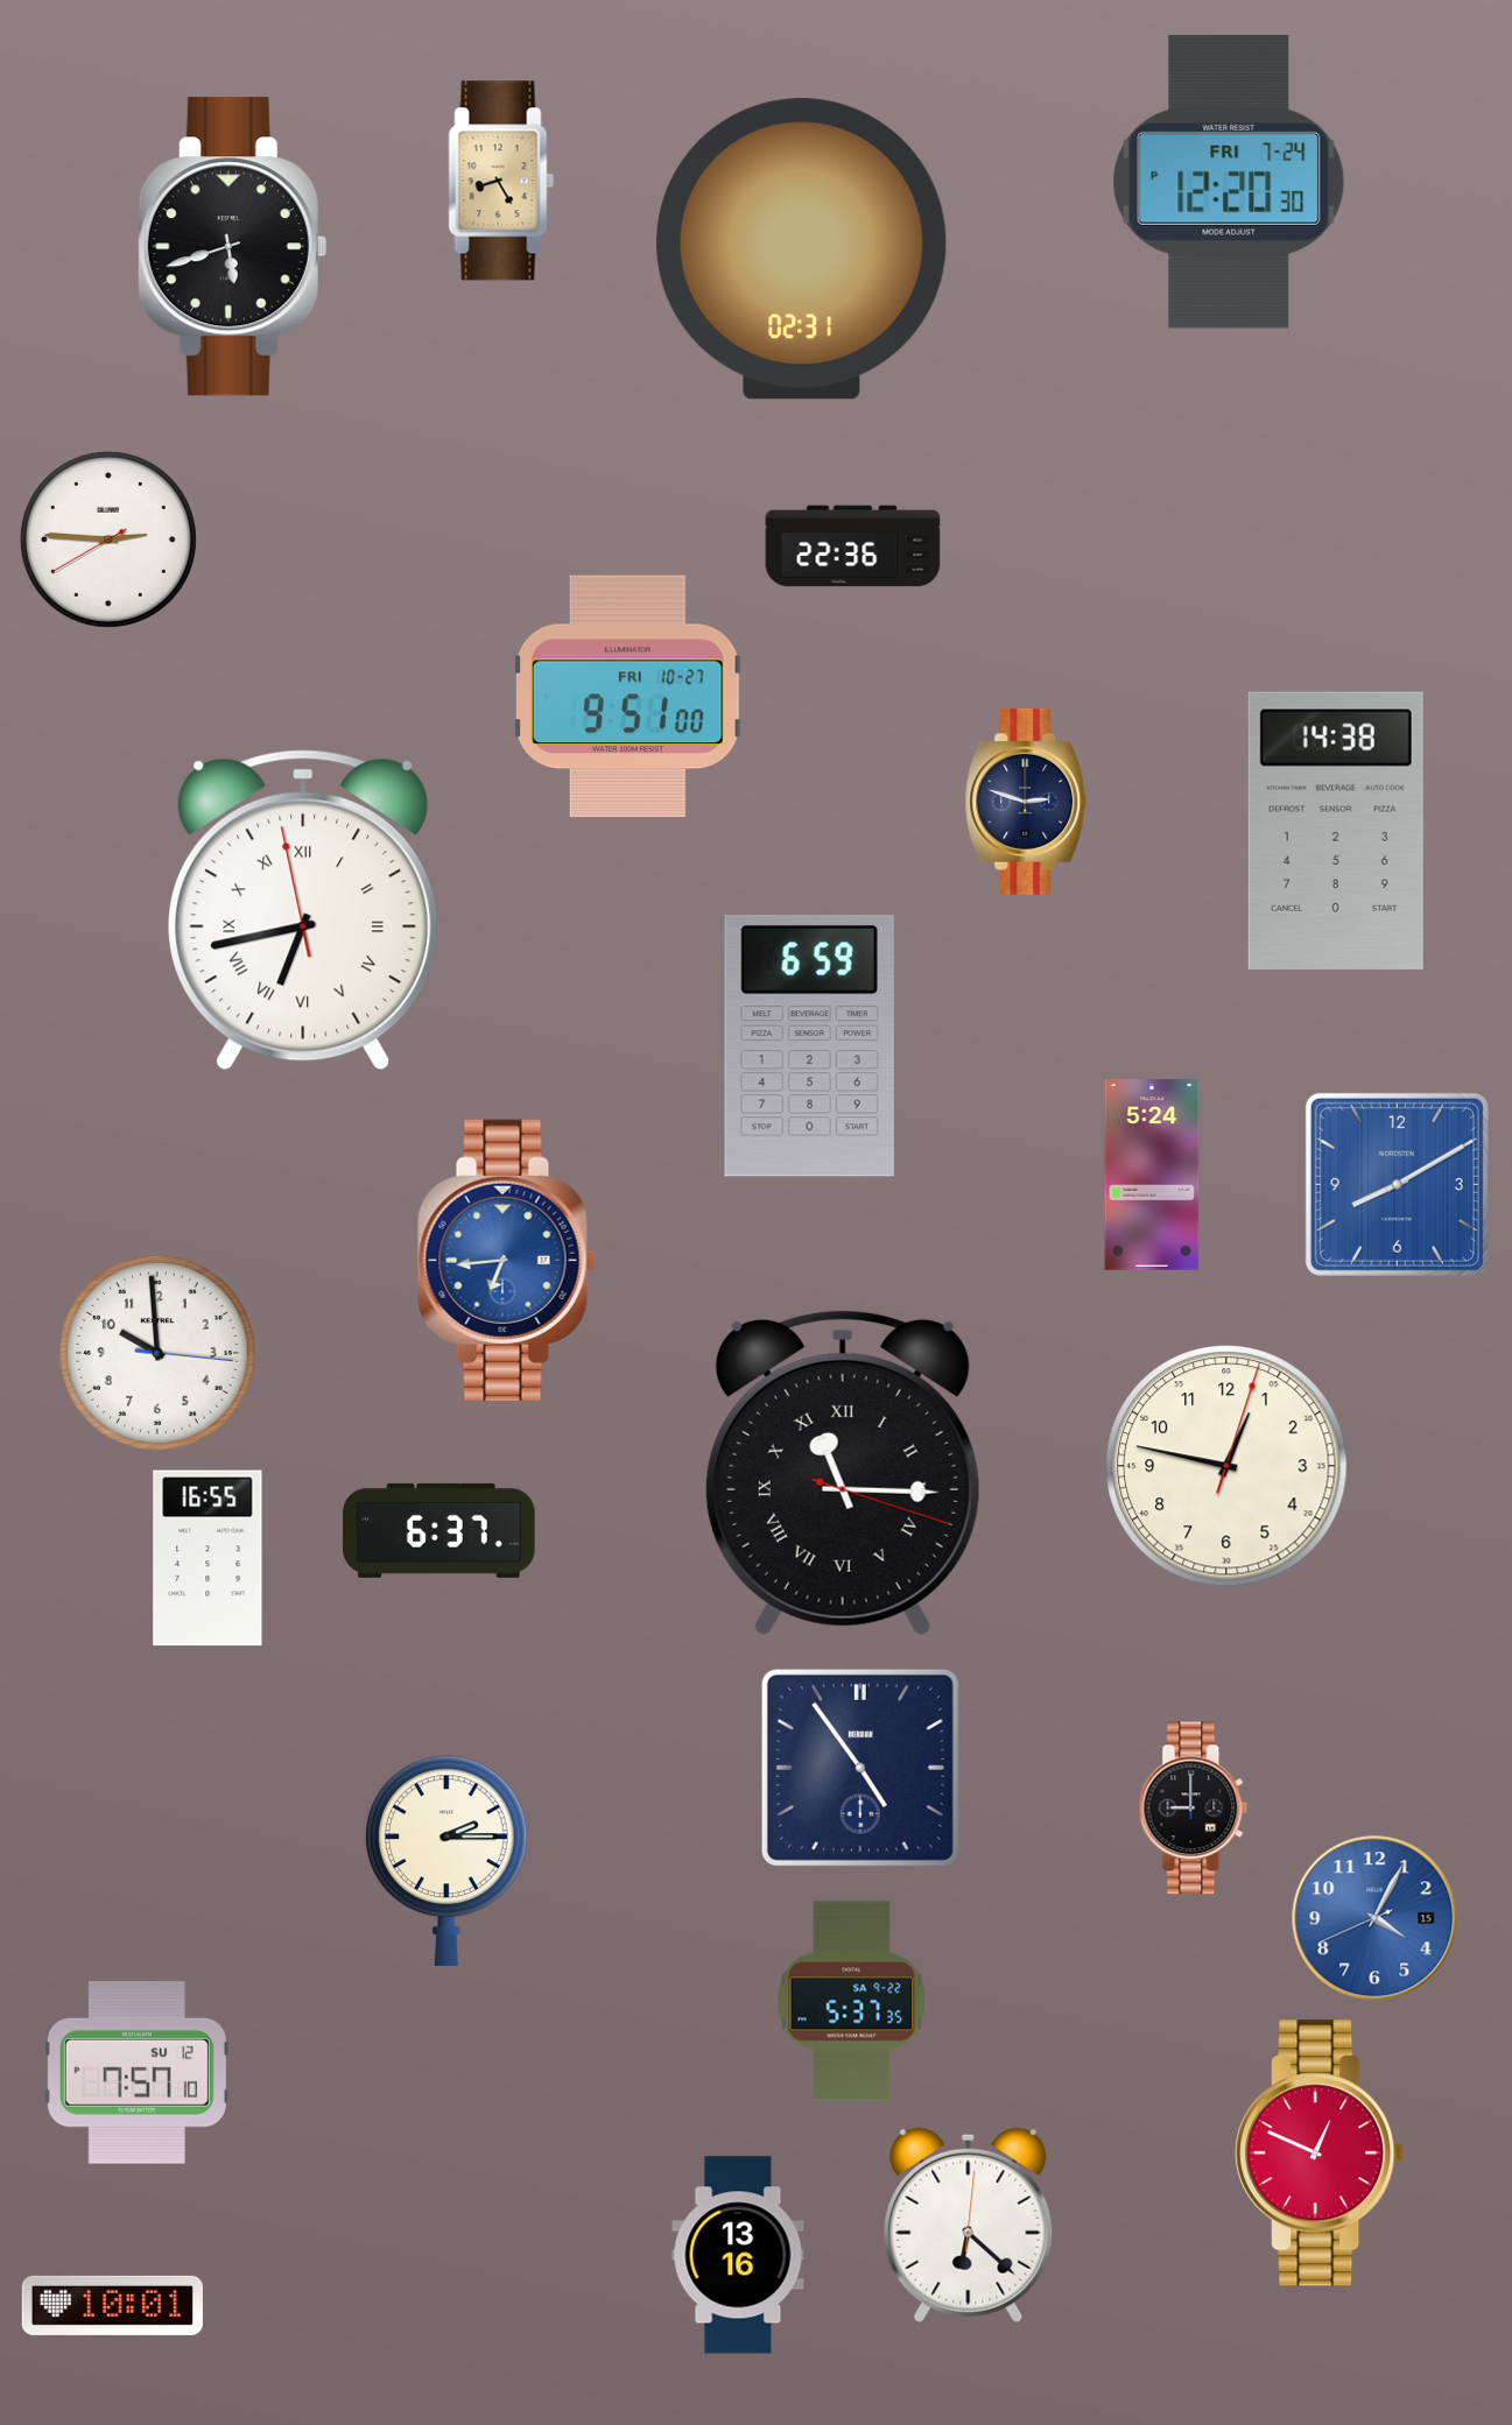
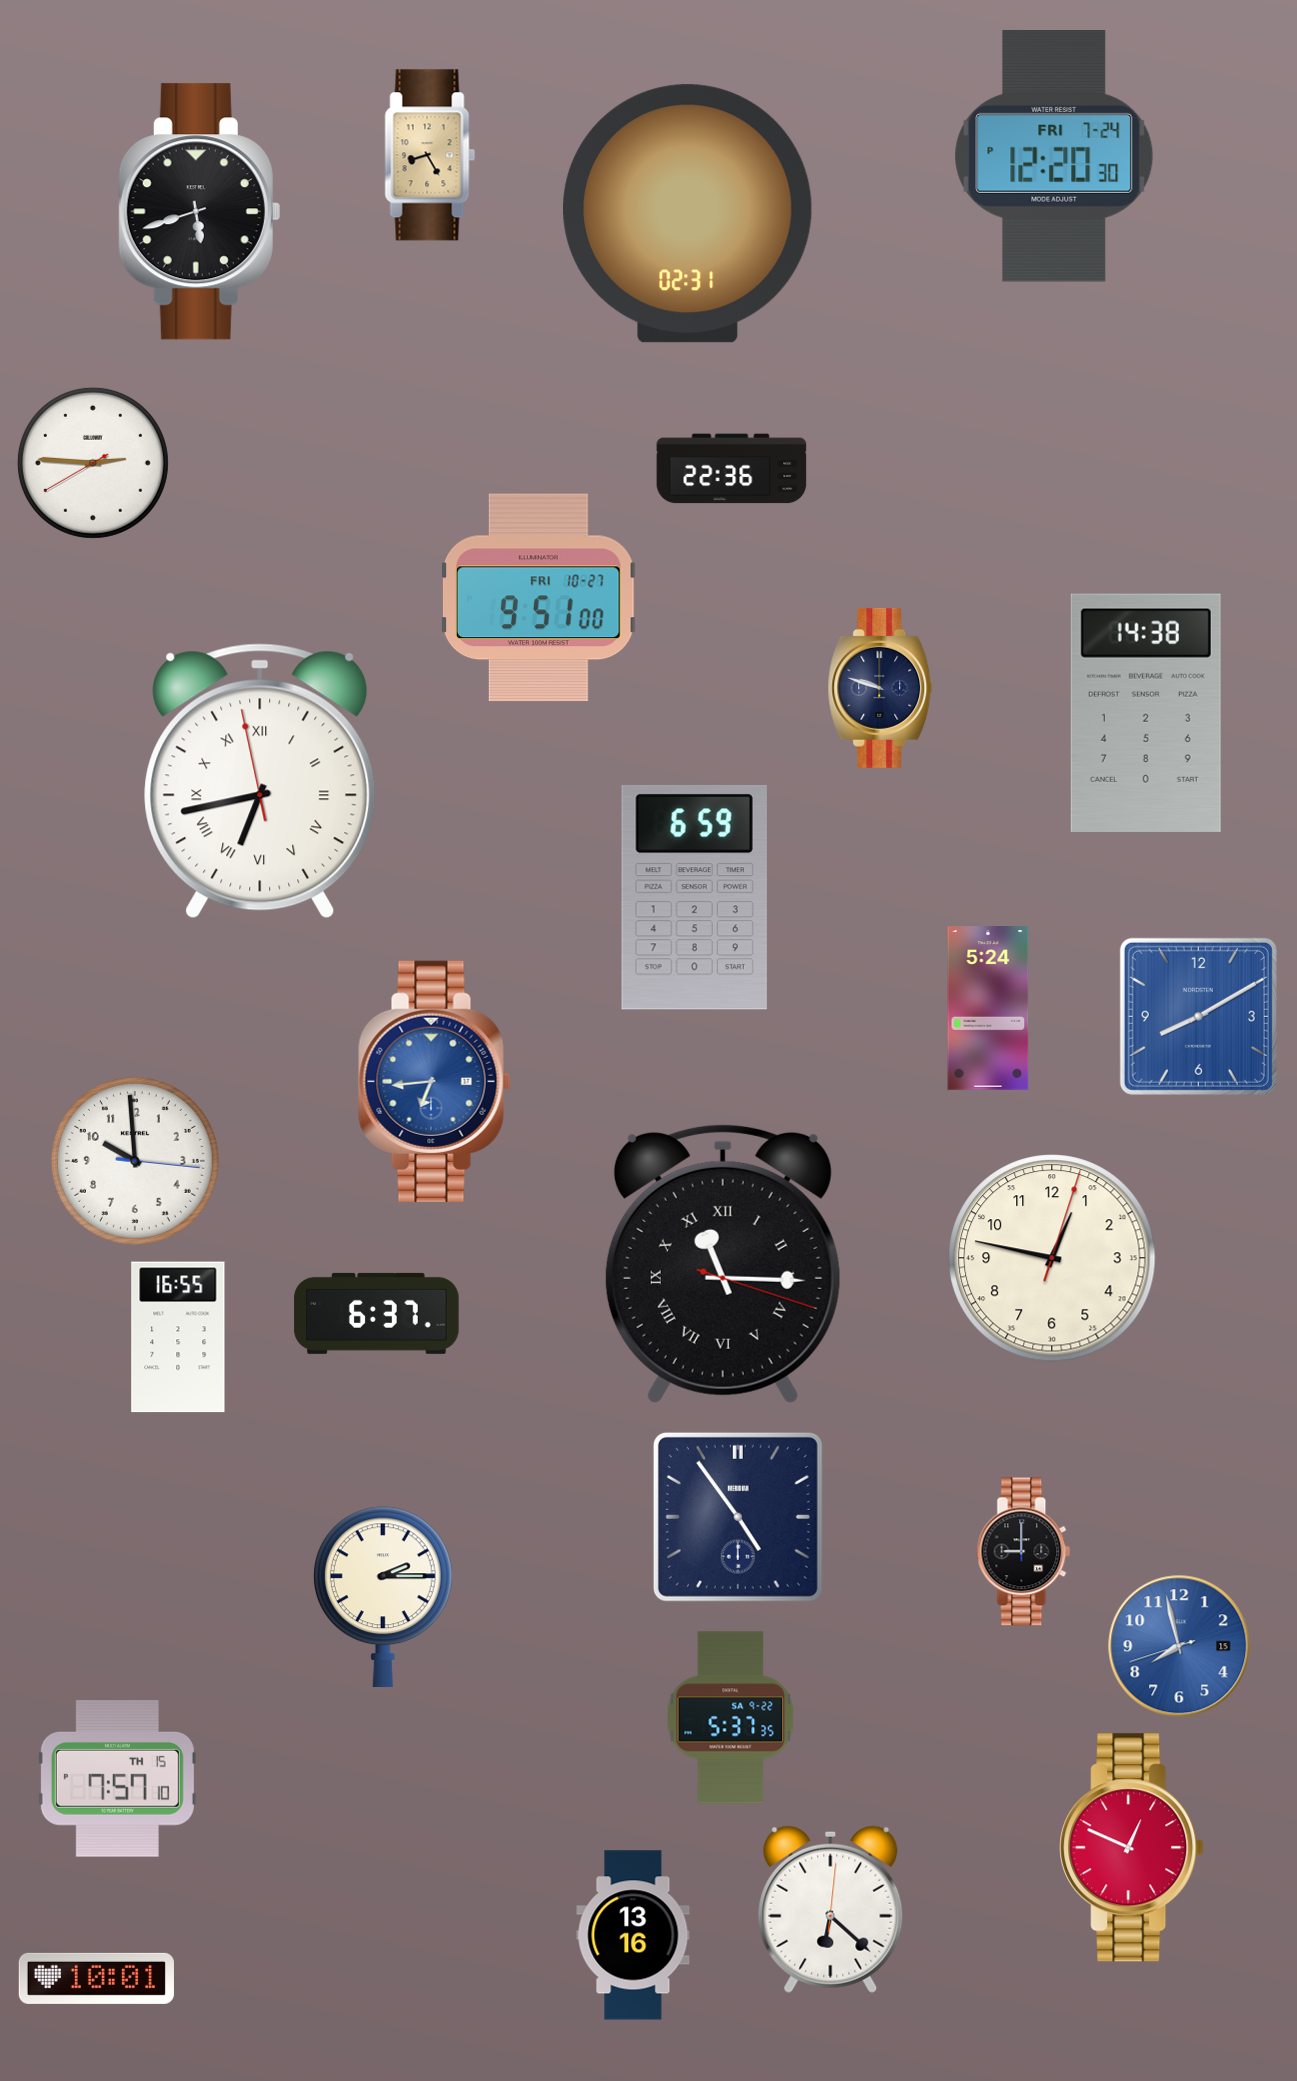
clock at (1026, 802): 2:48 -> 9:48
clock at (1374, 1918): 4:04 -> 7:57
clock at (136, 2073) date: SU 12 -> TH 15
